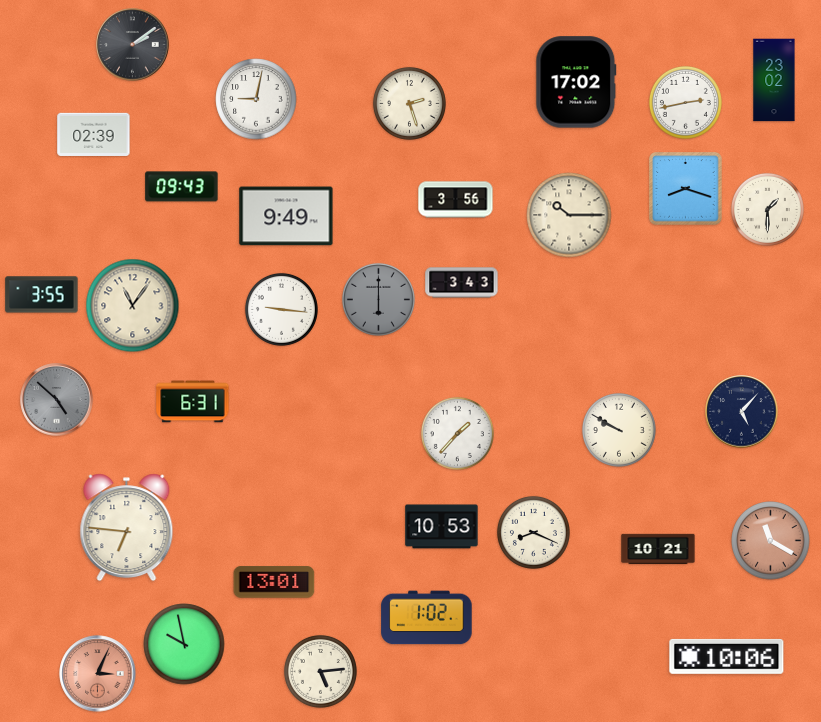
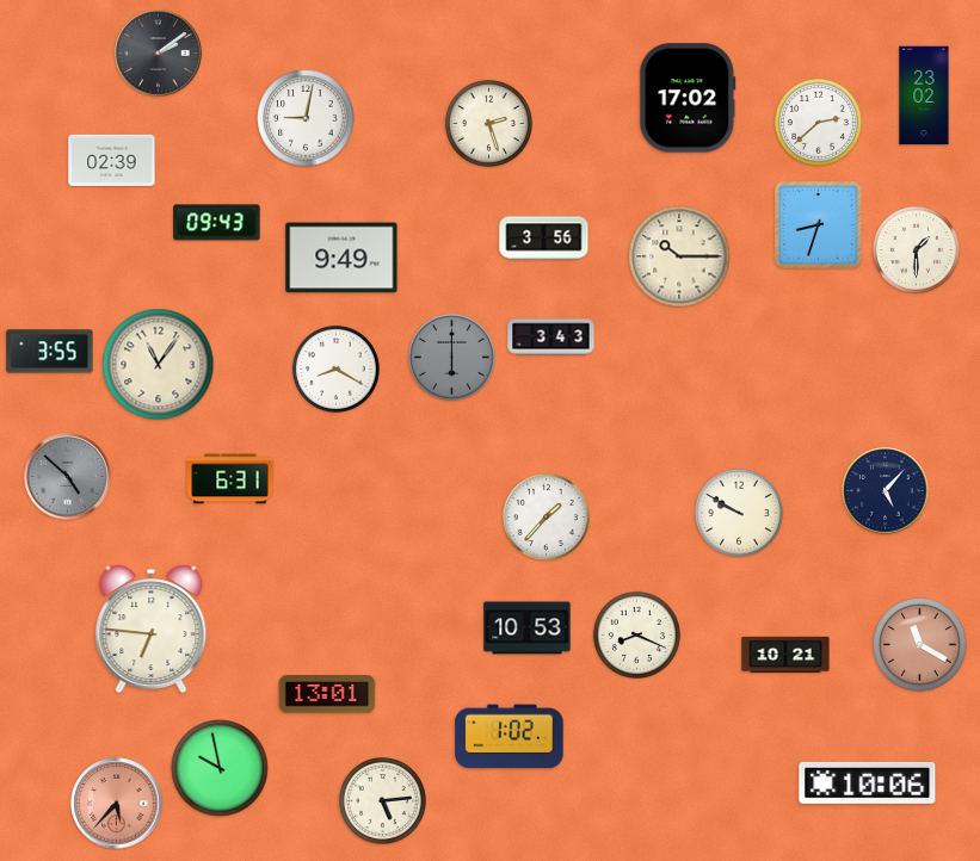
clock at (685, 102): 2:43 -> 2:38
clock at (686, 189): 8:18 -> 8:33
clock at (281, 309): 9:16 -> 8:20
clock at (98, 674): 3:04 -> 5:37
